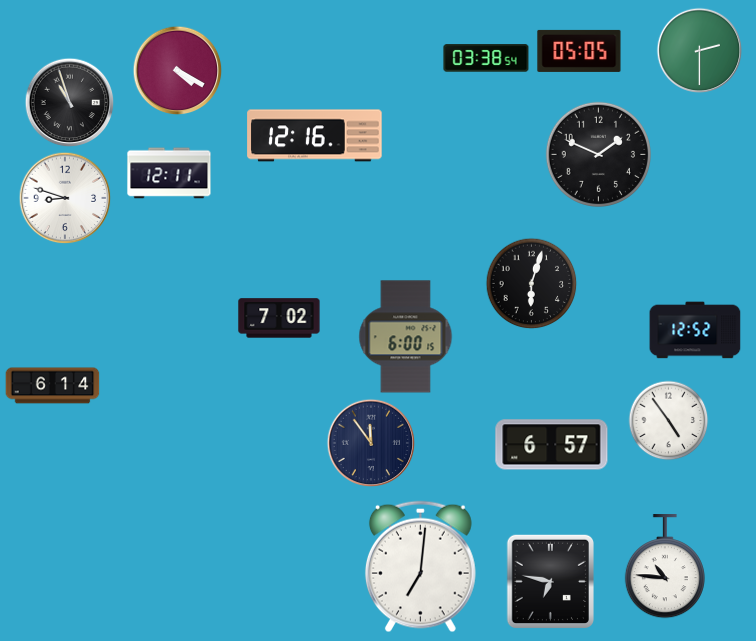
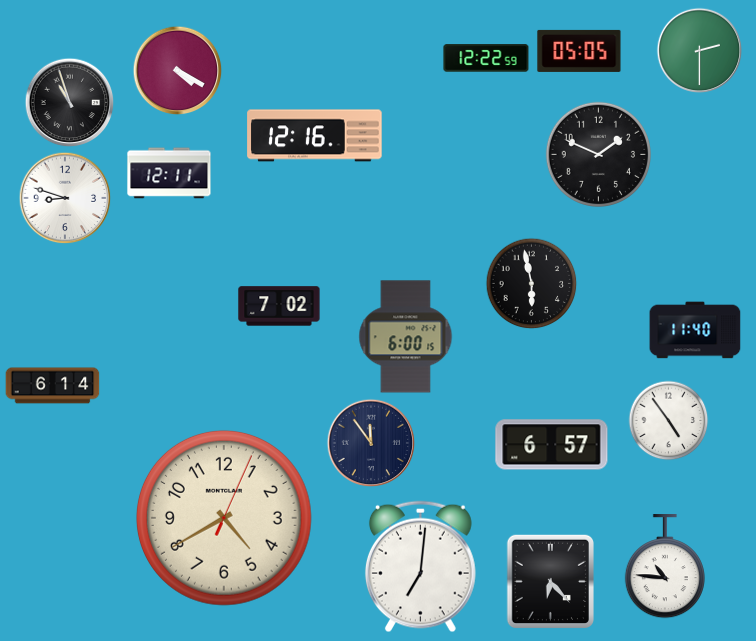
clock at (486, 58): 03:38 -> 12:22
clock at (532, 284): 6:03 -> 5:58
clock at (279, 318) position: (279, 318) -> (279, 306)
clock at (695, 330): 12:52 -> 11:40
clock at (224, 518): none -> 4:40
clock at (550, 581): 6:47 -> 6:23
